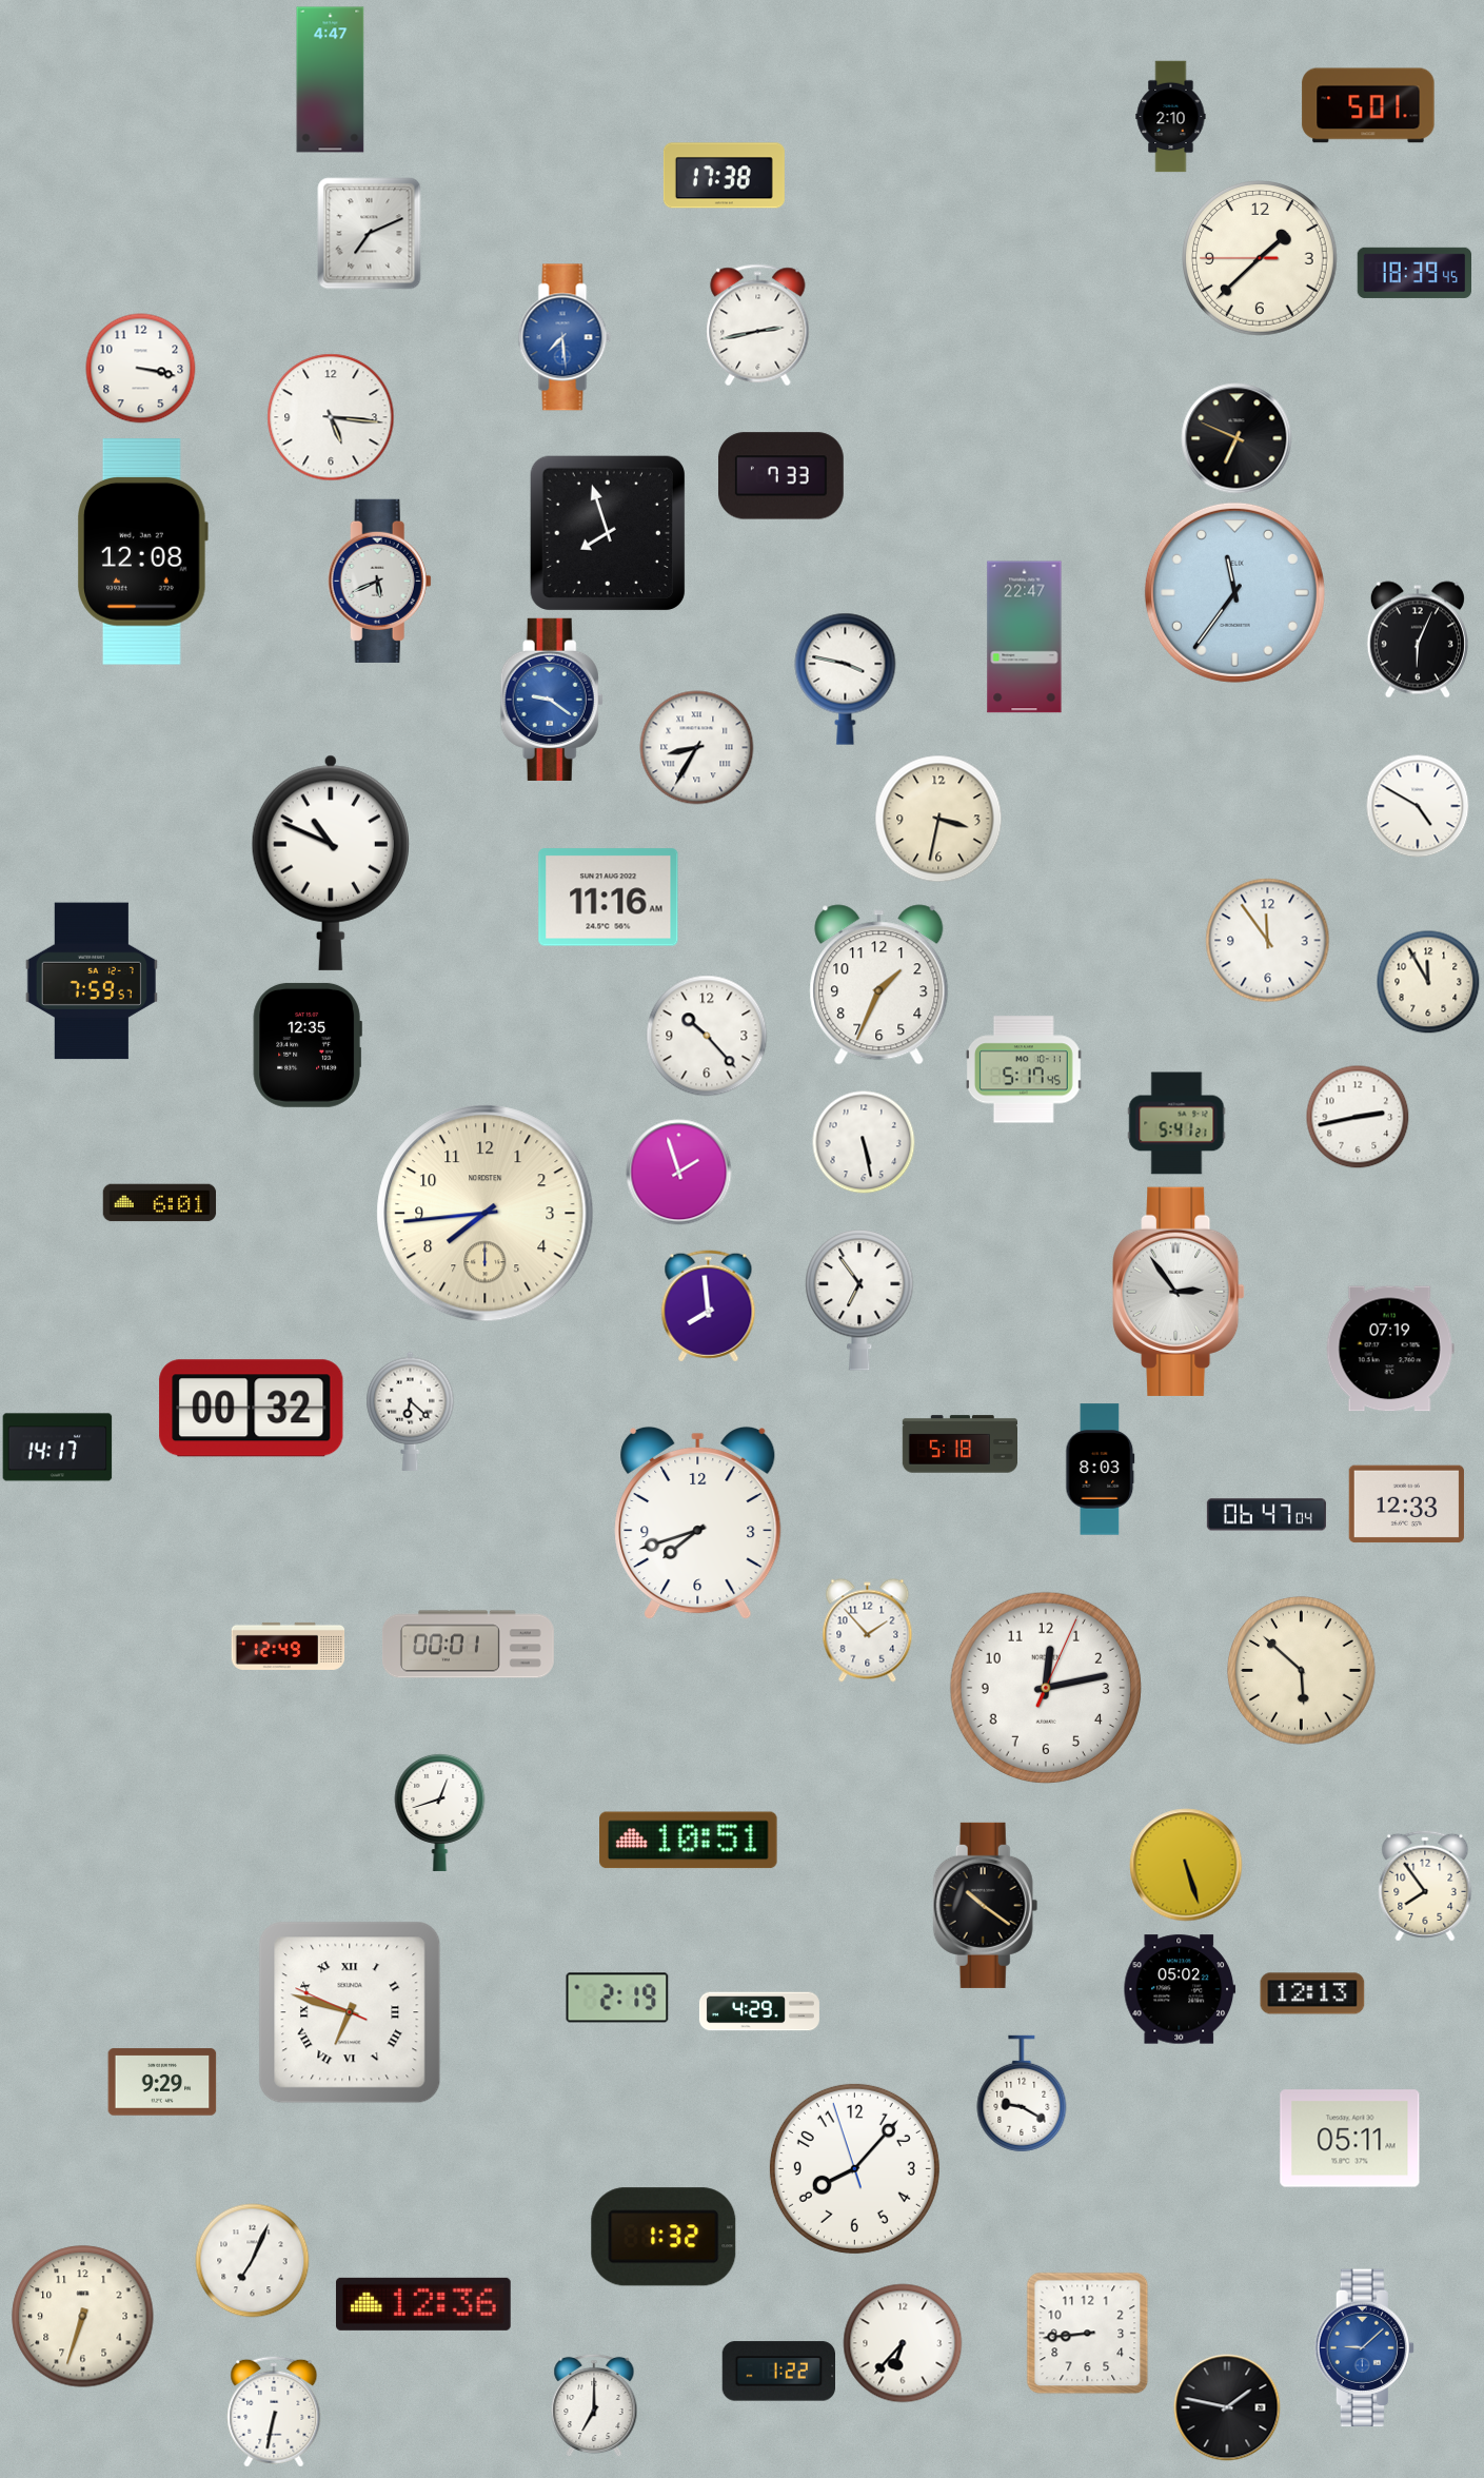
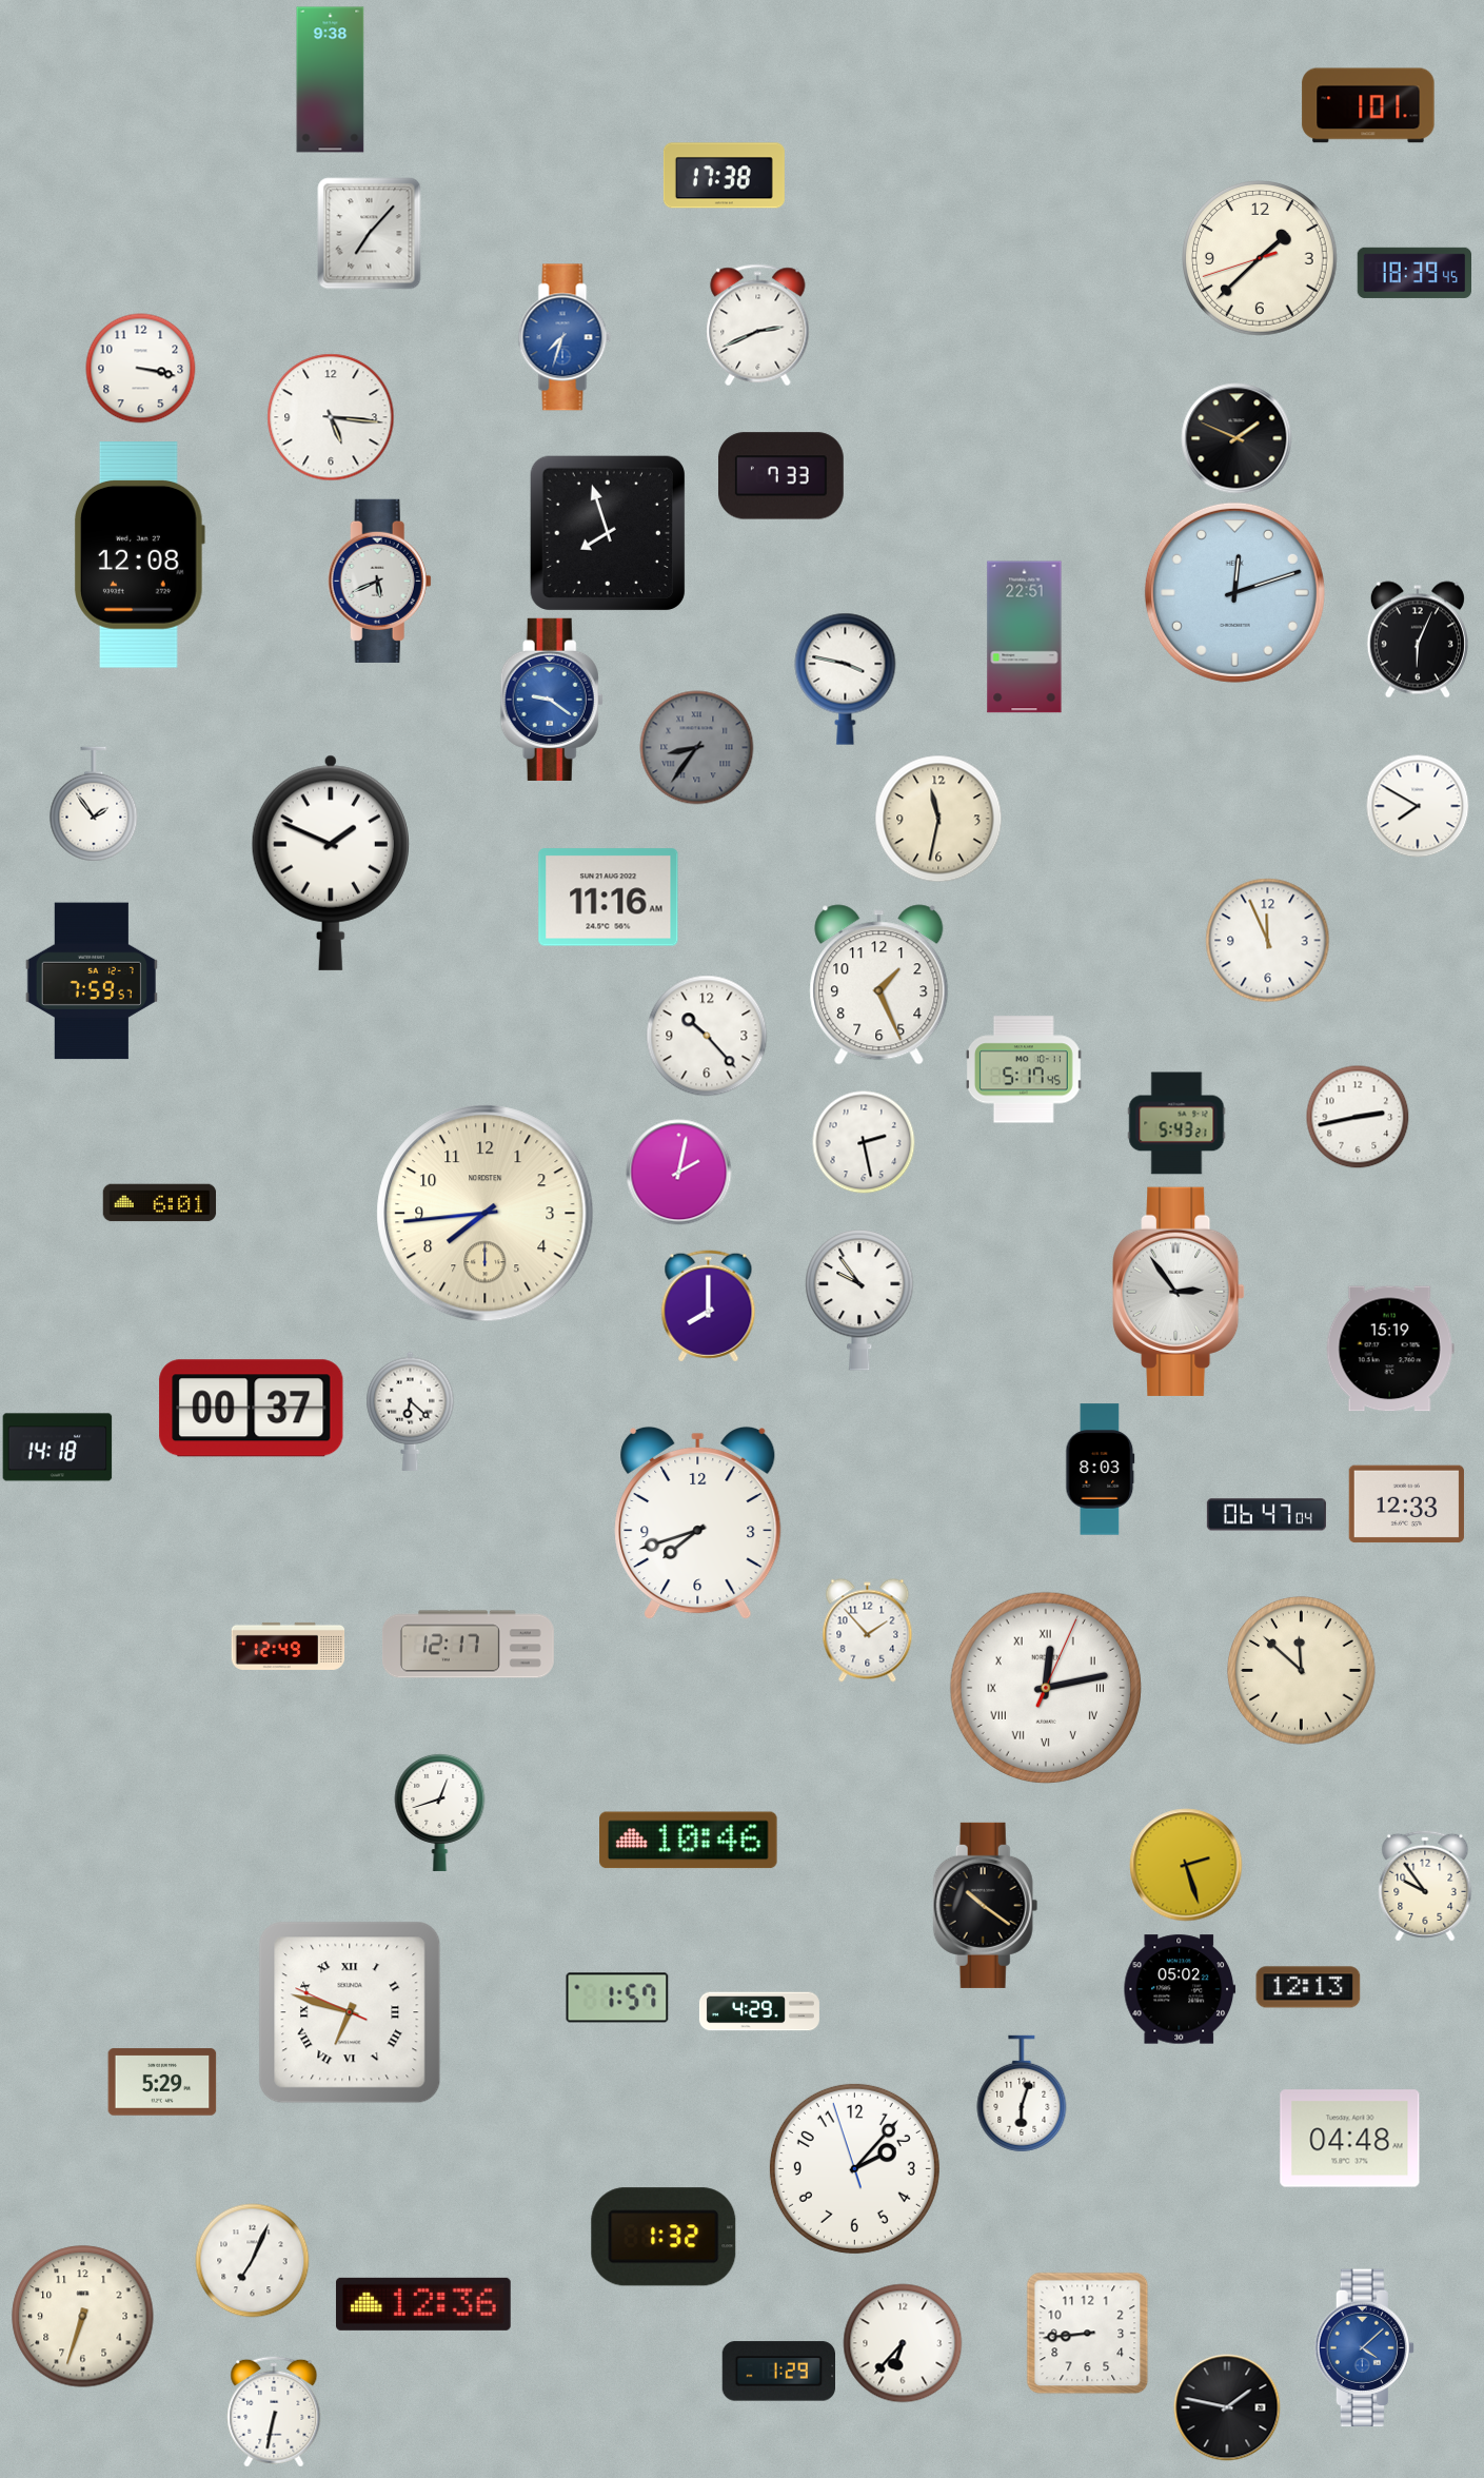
clock at (331, 80): 4:47 -> 9:38
clock at (1368, 105): 5:01 -> 1:01
clock at (1171, 117): 2:10 -> none
clock at (370, 234): 7:11 -> 7:07
clock at (1261, 259): 1:37:45 -> 1:37:42
clock at (758, 326): 2:43 -> 2:41
clock at (565, 337): 7:29 -> 7:33
clock at (1236, 438): 6:49 -> 1:49
clock at (143, 552) position: (143, 552) -> (140, 555)
clock at (1234, 592): 11:36 -> 12:12
clock at (1025, 637): 22:47 -> 22:51
clock at (697, 748): 8:35 -> 8:36
clock at (697, 748) dial: white -> grey
clock at (94, 804): none -> 1:54
clock at (1418, 806): 4:50 -> 7:50
clock at (938, 819): 3:32 -> 11:32
clock at (331, 863): 10:49 -> 1:49
clock at (1268, 941): 11:54 -> 11:56
clock at (1428, 982): 11:55 -> none
clock at (879, 985): 1:34 -> 1:26
clock at (308, 1045): 12:35 -> none
clock at (1176, 1123): 5:41 -> 5:43
clock at (864, 1142): 5:28 -> 2:28
clock at (679, 1173): 1:57 -> 2:02
clock at (859, 1300): 6:54 -> 9:54
clock at (709, 1306): 7:59 -> 8:00
clock at (1390, 1349): 07:19 -> 15:19
clock at (252, 1409): 00:32 -> 00:37
clock at (959, 1444): 5:18 -> none
clock at (58, 1448): 14:17 -> 14:18
clock at (468, 1645): 00:01 -> 12:17
clock at (1302, 1671): 5:52 -> 11:52
clock at (1046, 1688) numerals: Arabic -> Roman
clock at (689, 1841): 10:51 -> 10:46
clock at (1186, 1865): 5:27 -> 2:27
clock at (1425, 1886): 7:54 -> 9:54
clock at (1312, 1993) position: (1312, 1993) -> (1308, 1987)
clock at (617, 1998): 2:19 -> 1:57
clock at (162, 2082): 9:29 -> 5:29
clock at (1022, 2093): 9:20 -> 6:03
clock at (1350, 2139): 05:11 -> 04:48
clock at (854, 2168): 8:06 -> 2:06
clock at (1364, 2348): 9:08 -> 4:08
clock at (778, 2372): 1:22 -> 1:29
clock at (594, 2405): 7:00 -> none
